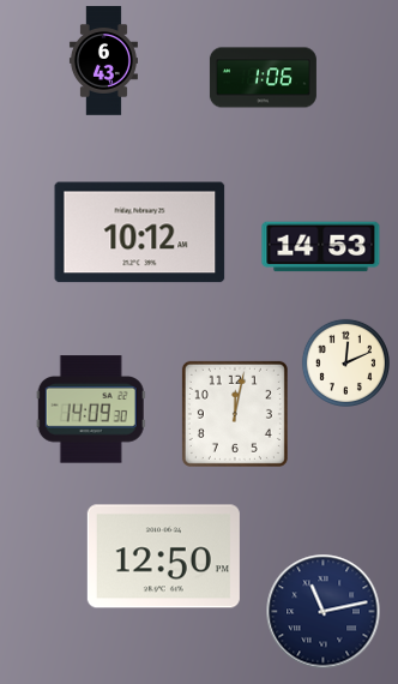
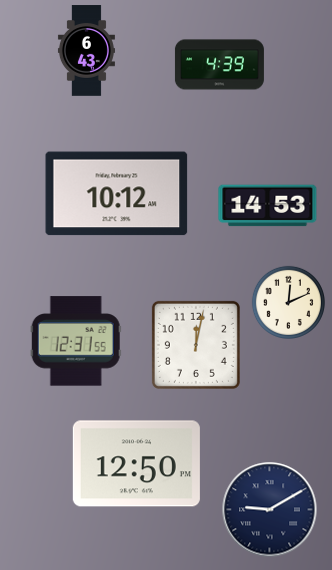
clock at (263, 78): 1:06 -> 4:39
clock at (91, 409): 14:09 -> 12:31
clock at (324, 612): 11:13 -> 9:10
